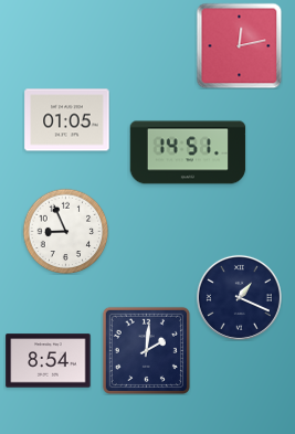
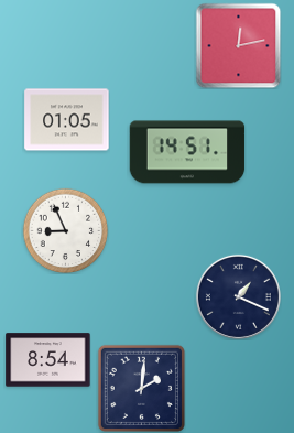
clock at (146, 350) position: (146, 350) -> (141, 388)
